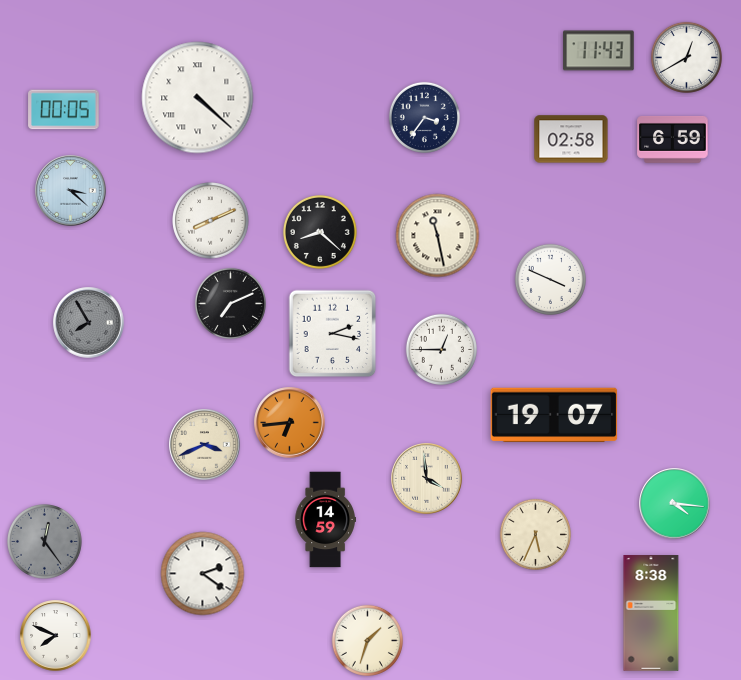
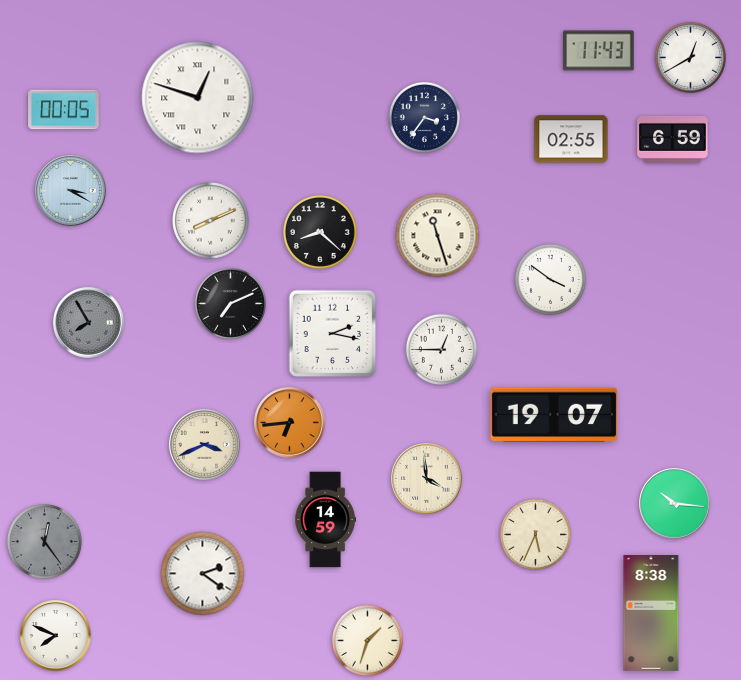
clock at (686, 57) position: (686, 57) -> (690, 57)
clock at (198, 98): 4:22 -> 12:48
clock at (571, 139): 02:58 -> 02:55
clock at (71, 191): 3:22 -> 3:20
clock at (438, 236): 11:28 -> 11:27
clock at (550, 279): 3:49 -> 3:51
clock at (675, 504): 4:16 -> 10:16
